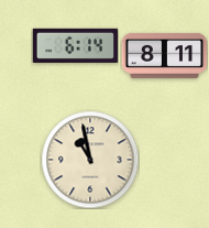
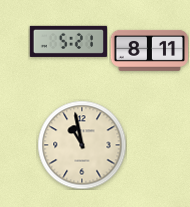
clock at (75, 45): 6:14 -> 5:21
